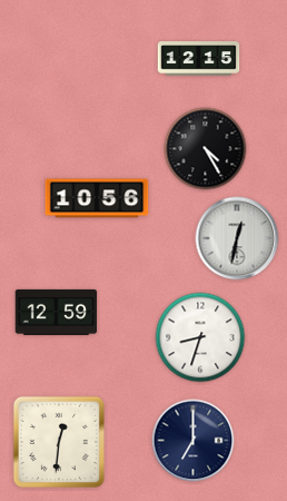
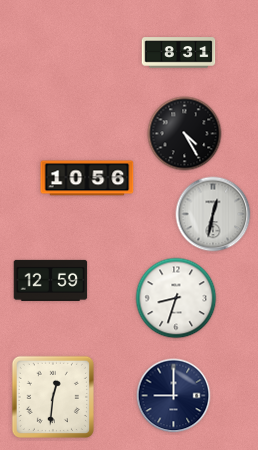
clock at (199, 59): 12:15 -> 8:31
clock at (200, 337) position: (200, 337) -> (176, 298)
clock at (194, 441): 7:00 -> 9:00
